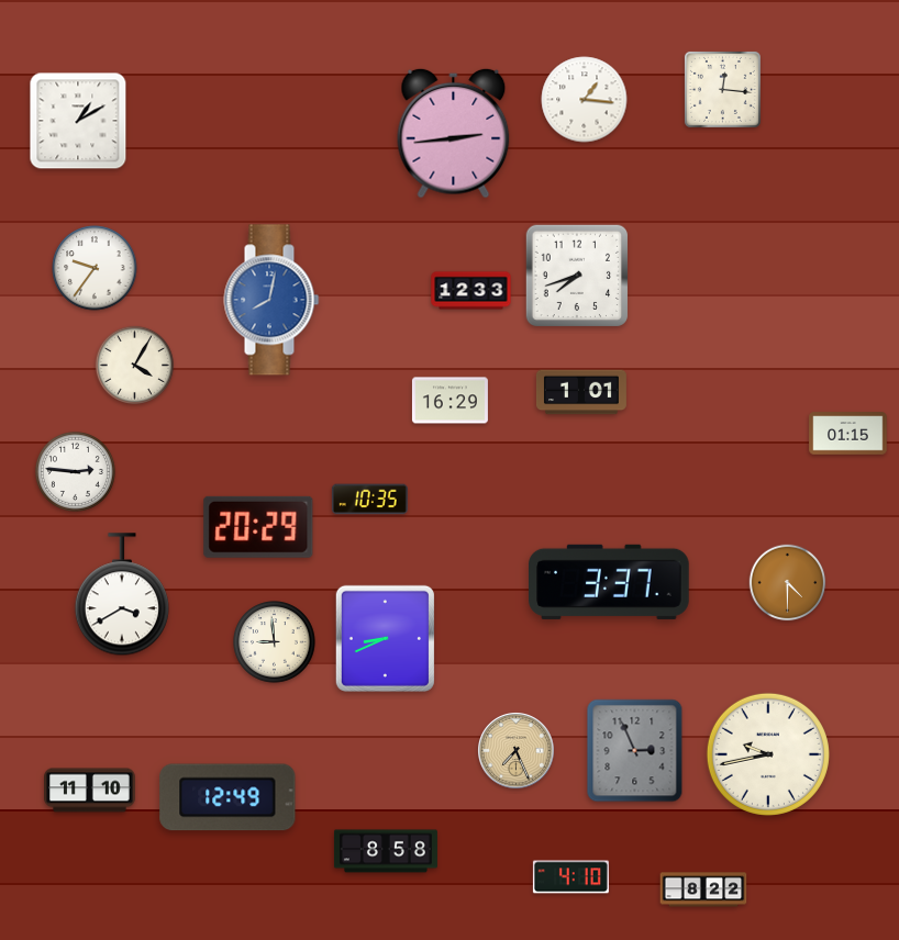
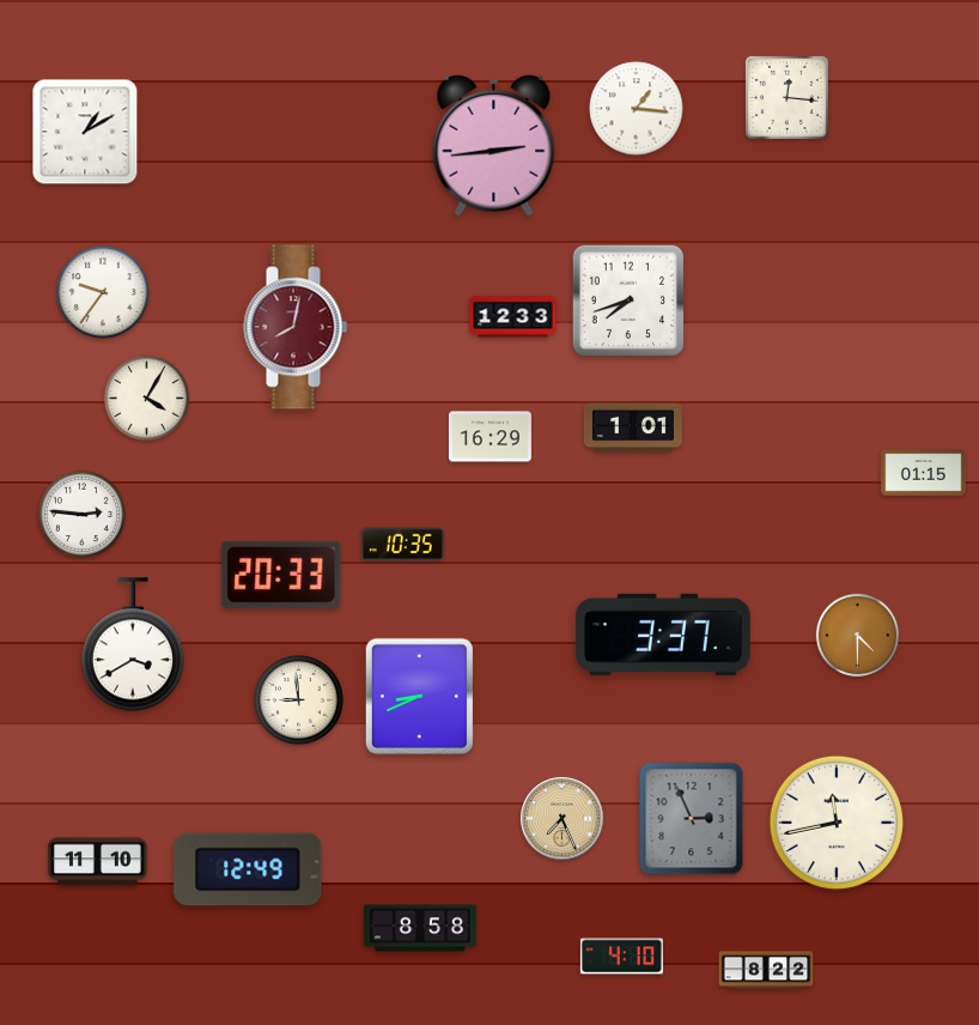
clock at (271, 300) dial: blue -> burgundy
clock at (258, 527): 20:29 -> 20:33
clock at (122, 595) position: (122, 595) -> (133, 645)
clock at (768, 754): 9:43 -> 11:43
